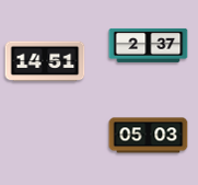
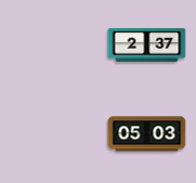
clock at (45, 61): 14:51 -> none
